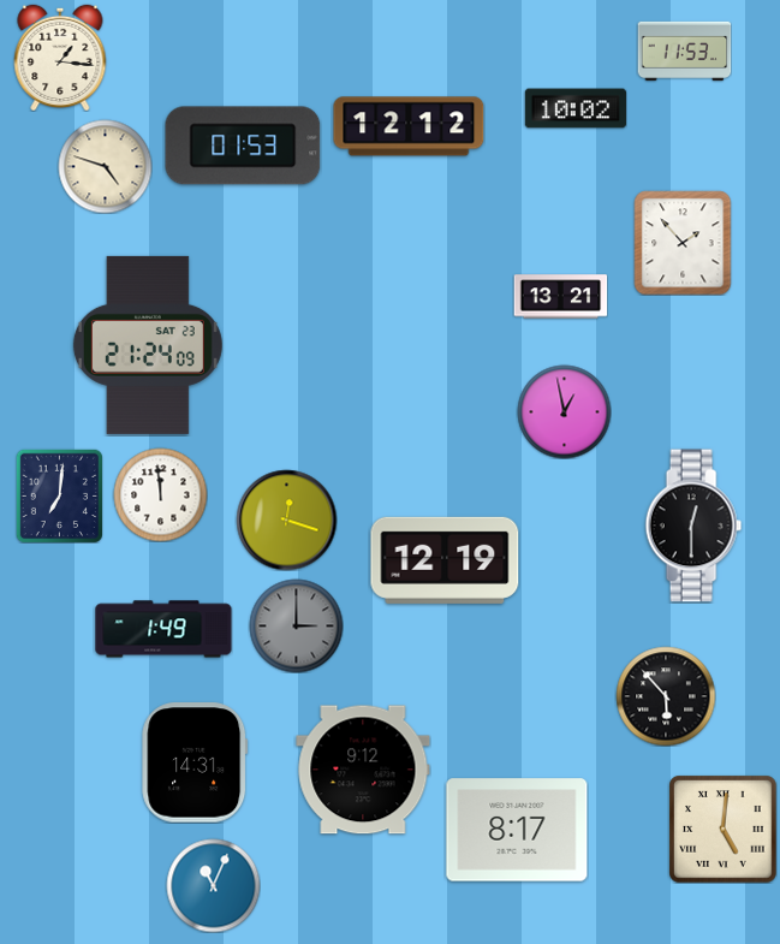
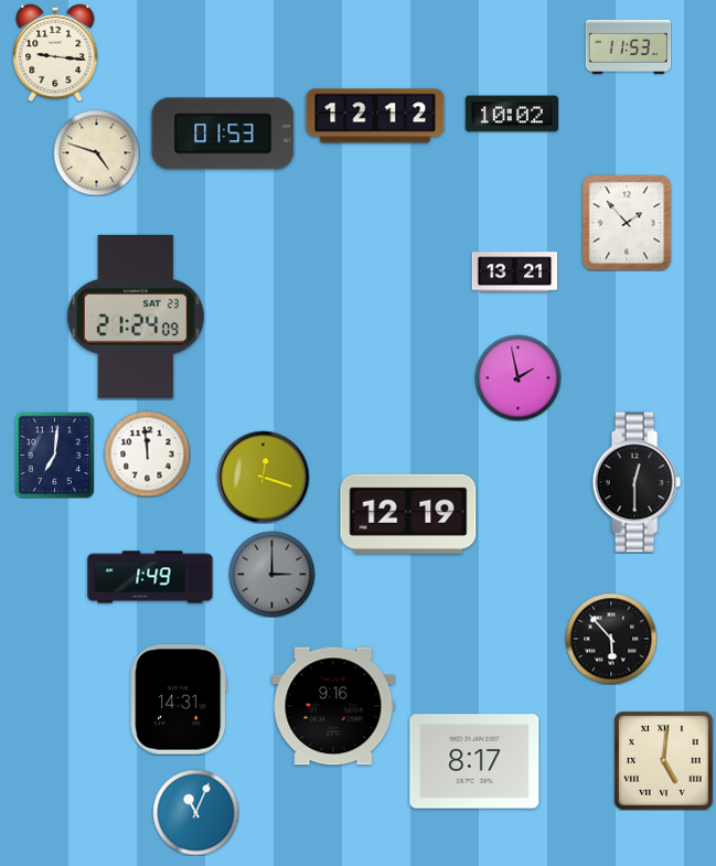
clock at (60, 57): 1:16 -> 9:16
clock at (576, 108) position: (576, 108) -> (512, 114)
clock at (564, 411): 12:58 -> 1:58
clock at (363, 770): 9:12 -> 9:16
